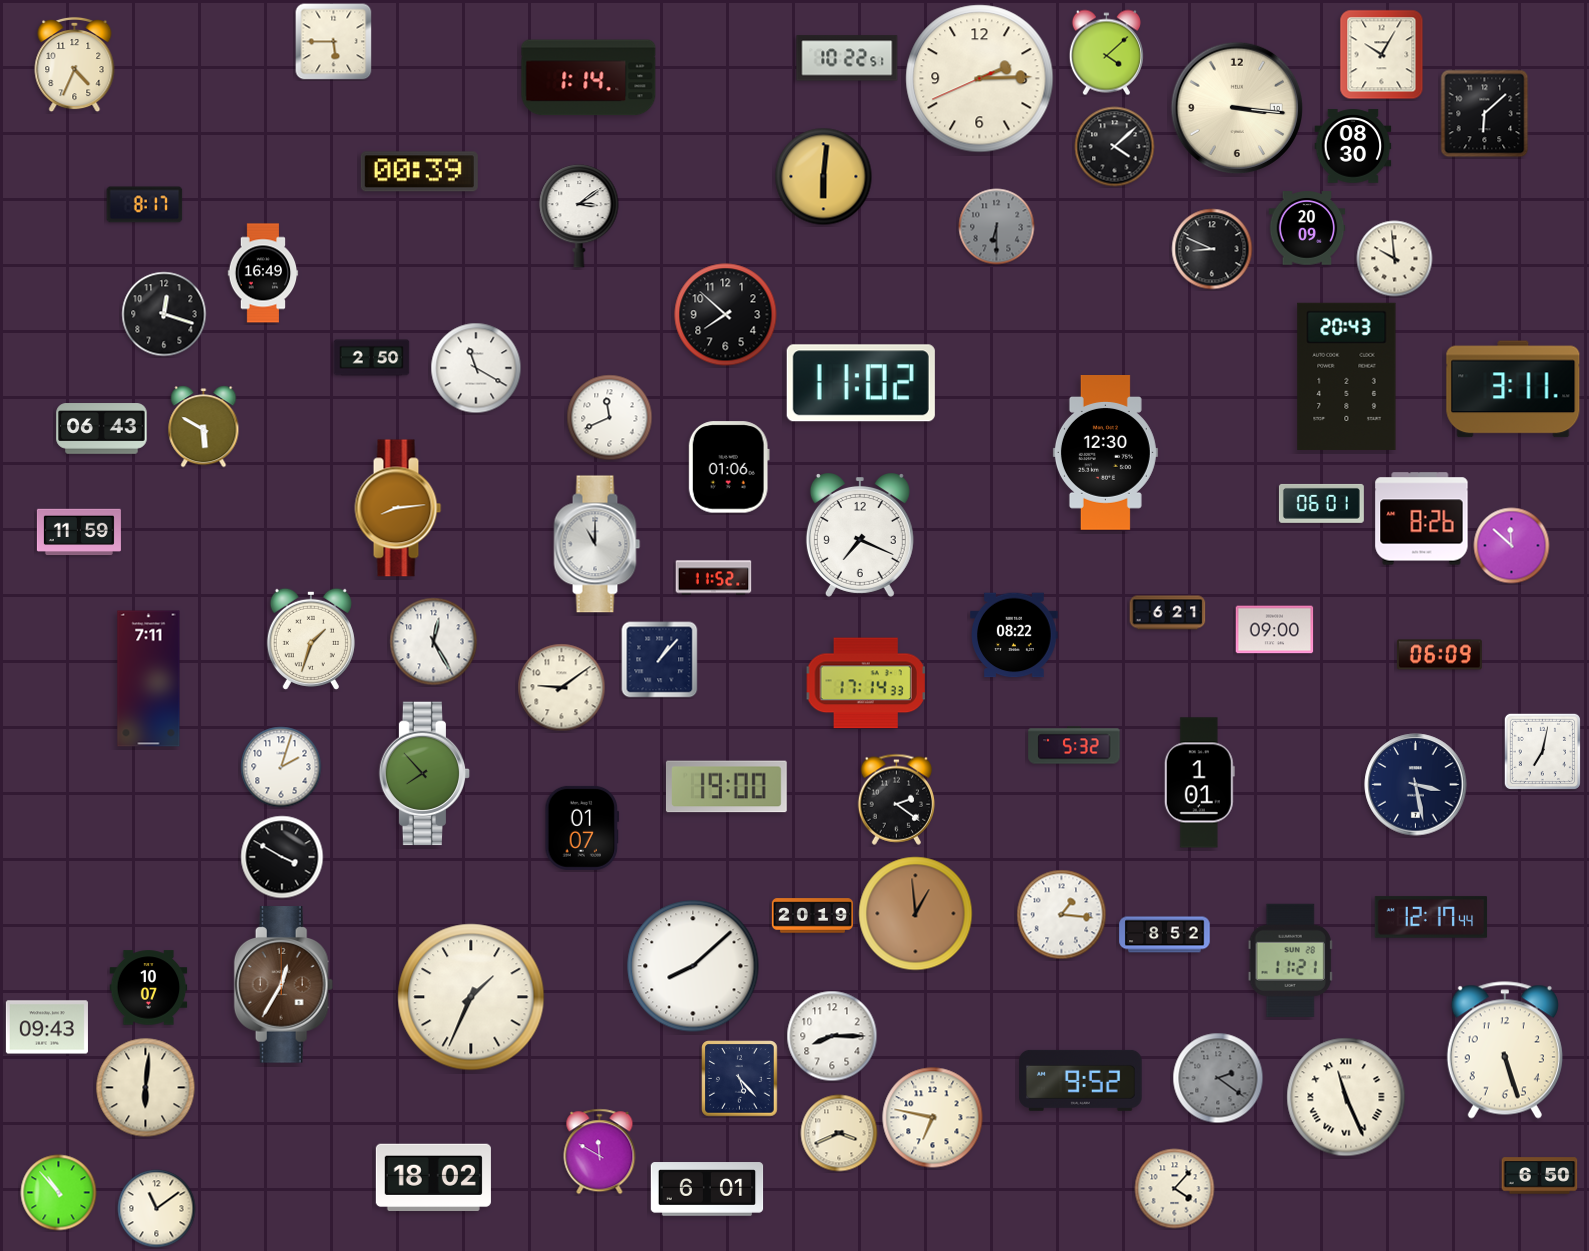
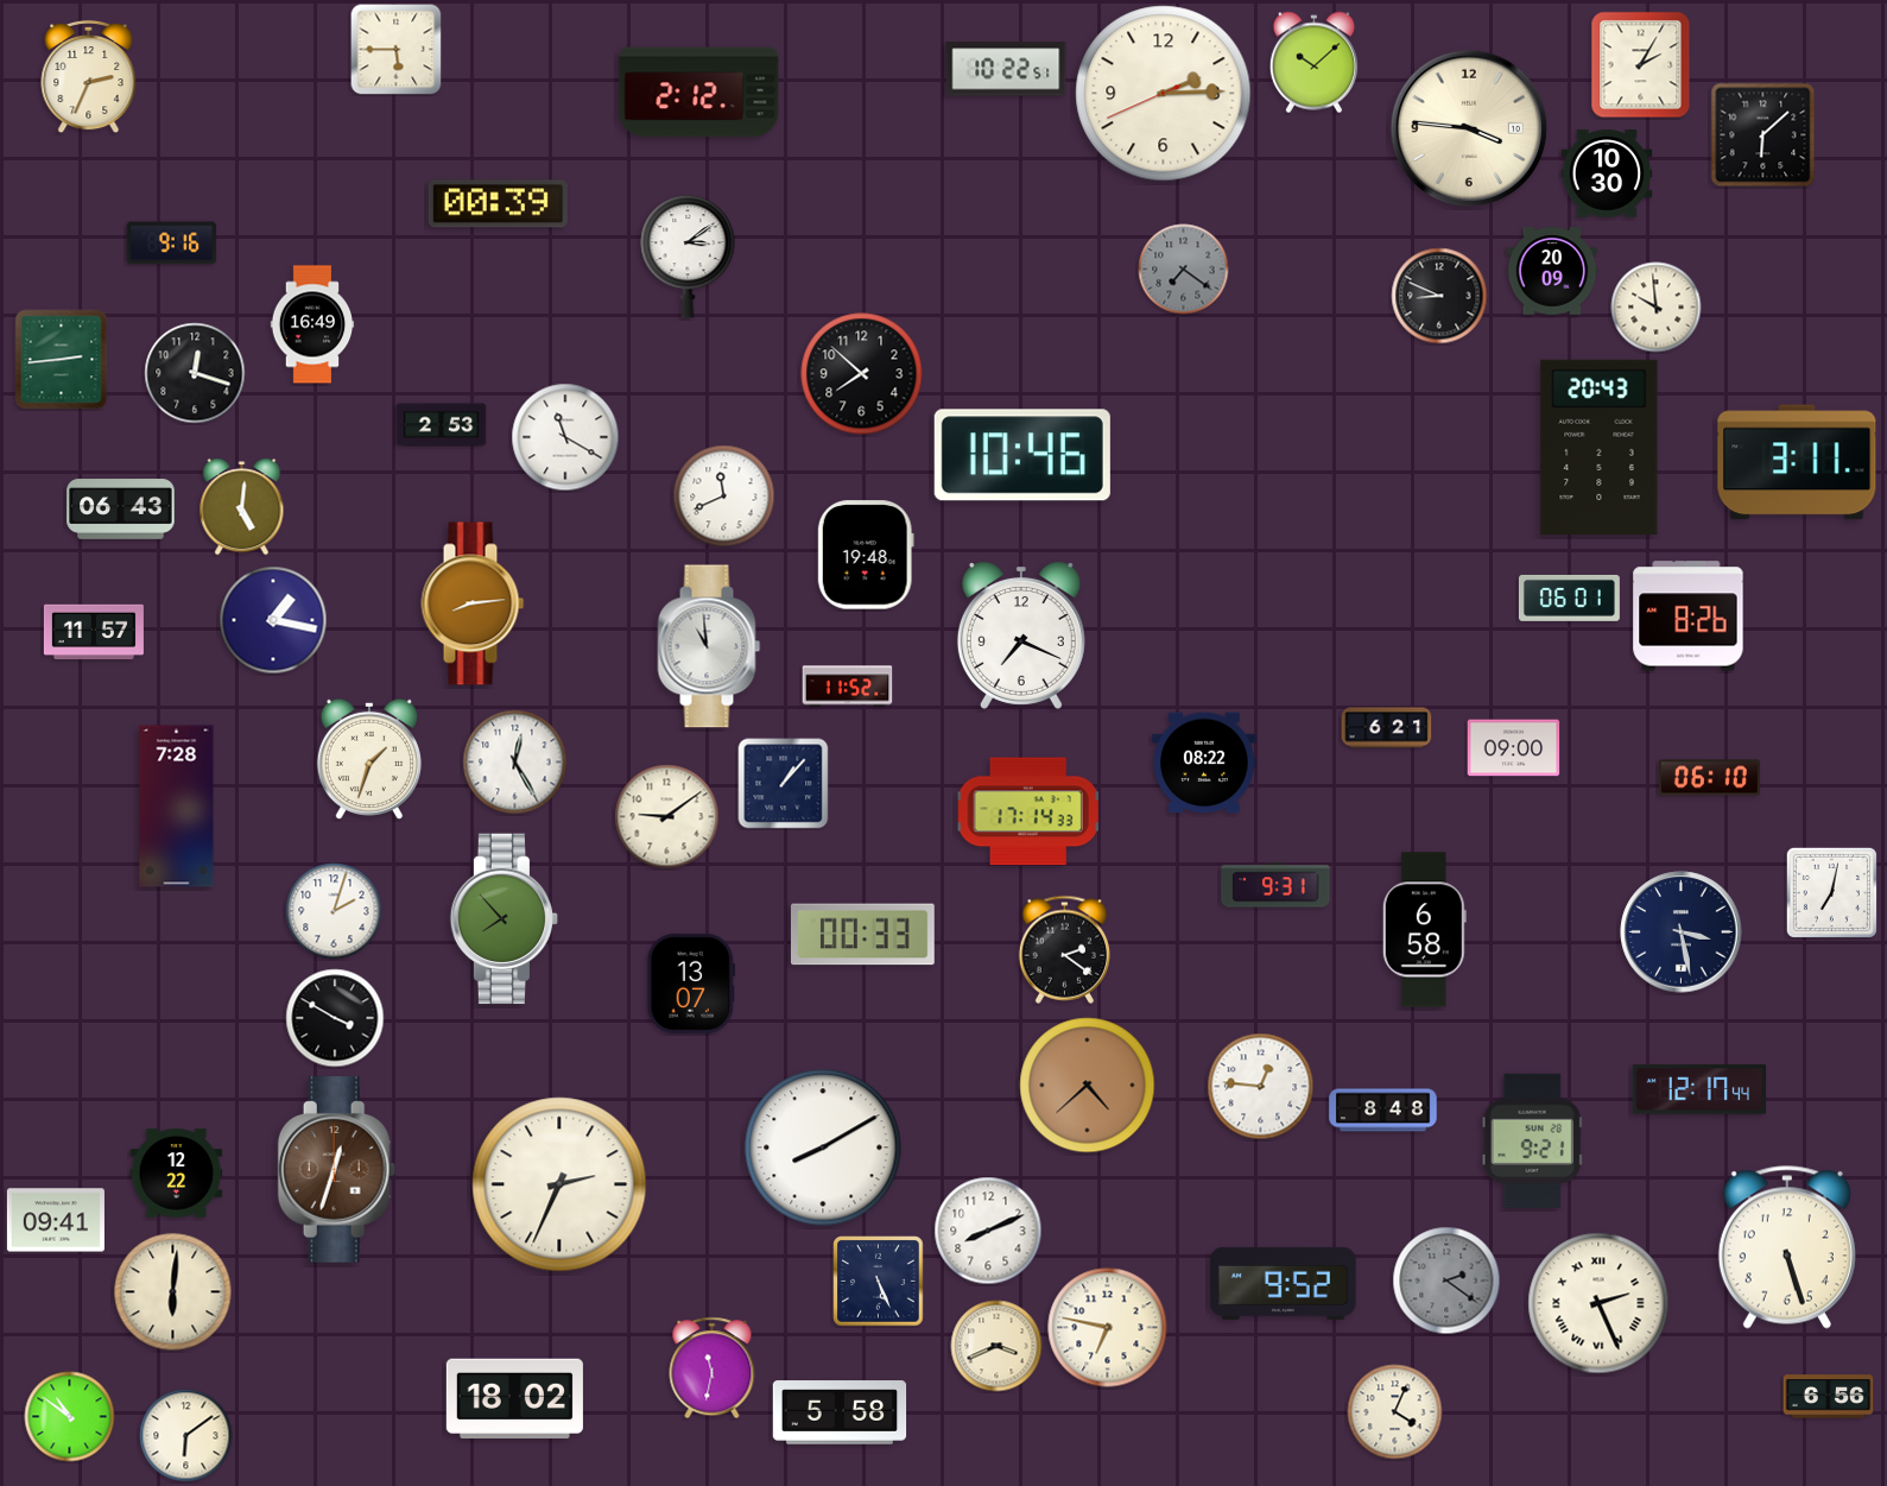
clock at (1106, 53): 4:08 -> 10:08
clock at (1382, 55): 10:05 -> 2:05
clock at (75, 65): 4:34 -> 2:34
clock at (589, 78): 1:14 -> 2:12
clock at (1236, 107): 3:16 -> 3:46
clock at (1353, 146): 08:30 -> 10:30
clock at (1115, 147): 4:08 -> none
clock at (824, 177): 6:01 -> none
clock at (145, 205): 8:17 -> 9:16
clock at (997, 227): 6:30 -> 7:21
clock at (62, 360): none -> 2:44
clock at (372, 358): 2:50 -> 2:53
clock at (861, 383): 11:02 -> 10:46
clock at (204, 427): 5:50 -> 5:01
clock at (1105, 453): 12:30 -> none
clock at (729, 467): 01:06 -> 19:48
clock at (273, 620): none -> 1:17
clock at (79, 532): 11:59 -> 11:57
clock at (597, 544): 11:00 -> 10:59
clock at (1512, 546): 11:52 -> none
clock at (1014, 635) position: (1014, 635) -> (1204, 763)
clock at (1439, 655): 06:09 -> 06:10
clock at (149, 679): 7:11 -> 7:28
clock at (1074, 745): 5:32 -> 9:31
clock at (1199, 783): 1:01 -> 6:58
clock at (726, 787): 19:00 -> 00:33
clock at (582, 828): 01:07 -> 13:07
clock at (916, 914): 12:59 -> 4:38
clock at (1062, 915): 1:16 -> 12:46
clock at (812, 916): 20:19 -> none
clock at (1165, 935): 8:52 -> 8:48
clock at (1290, 960): 11:21 -> 9:21
clock at (693, 966): 8:08 -> 8:10
clock at (284, 985): 12:35 -> 12:33
clock at (149, 988): 10:07 -> 12:22
clock at (471, 997): 1:34 -> 2:34
clock at (47, 1027): 09:43 -> 09:41
clock at (832, 1036): 8:15 -> 8:11
clock at (740, 1079): 5:23 -> 5:26
clock at (1346, 1097): 11:26 -> 2:26
clock at (600, 1152): 11:50 -> 11:32
clock at (1540, 1176): 6:50 -> 6:56
clock at (707, 1189): 6:01 -> 5:58
clock at (1175, 1189): 4:07 -> 4:04
clock at (59, 1193): 10:53 -> 10:51
clock at (157, 1209): 11:09 -> 6:09
